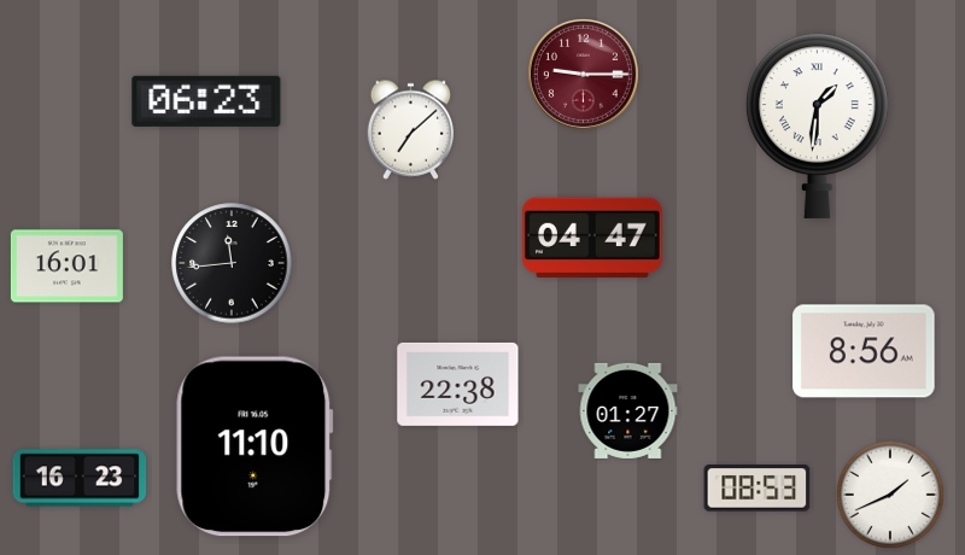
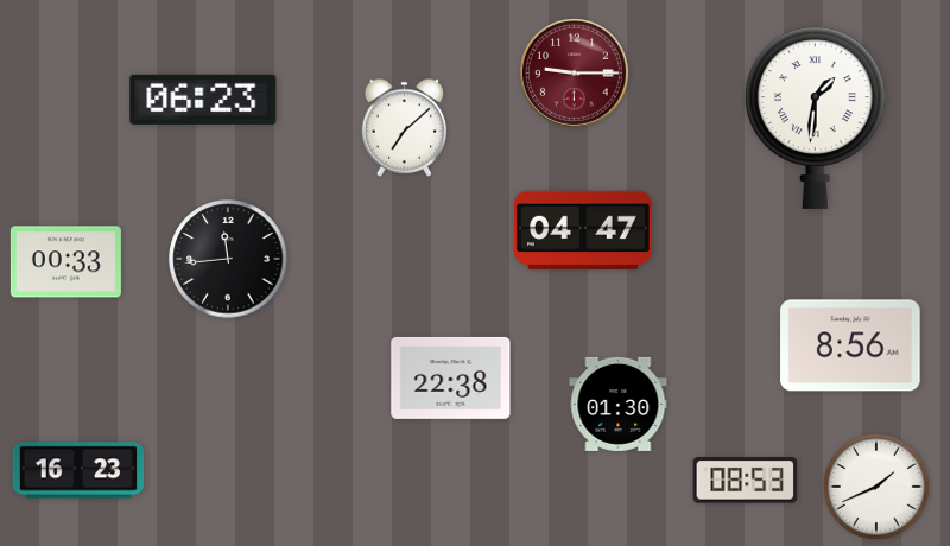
clock at (817, 125) position: (817, 125) -> (815, 118)
clock at (593, 238) position: (593, 238) -> (584, 230)
clock at (66, 267): 16:01 -> 00:33
clock at (628, 410): 01:27 -> 01:30
clock at (255, 446): 11:10 -> none
